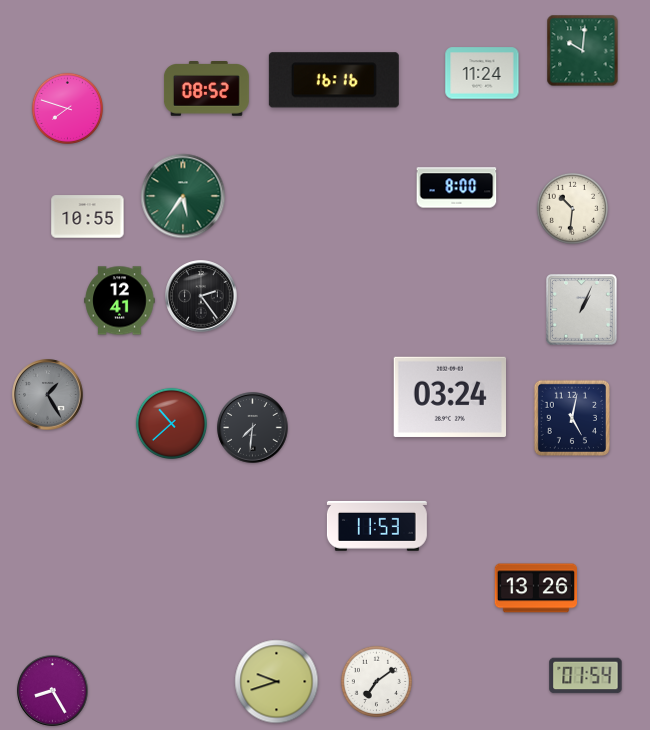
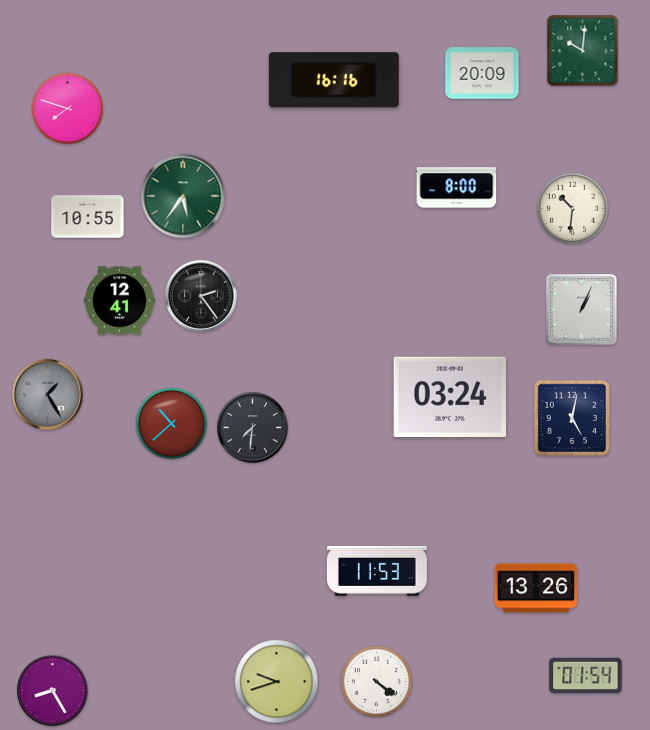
clock at (482, 73): 11:24 -> 20:09
clock at (206, 89): 08:52 -> none
clock at (377, 526) position: (377, 526) -> (377, 571)
clock at (376, 681): 7:09 -> 4:21
